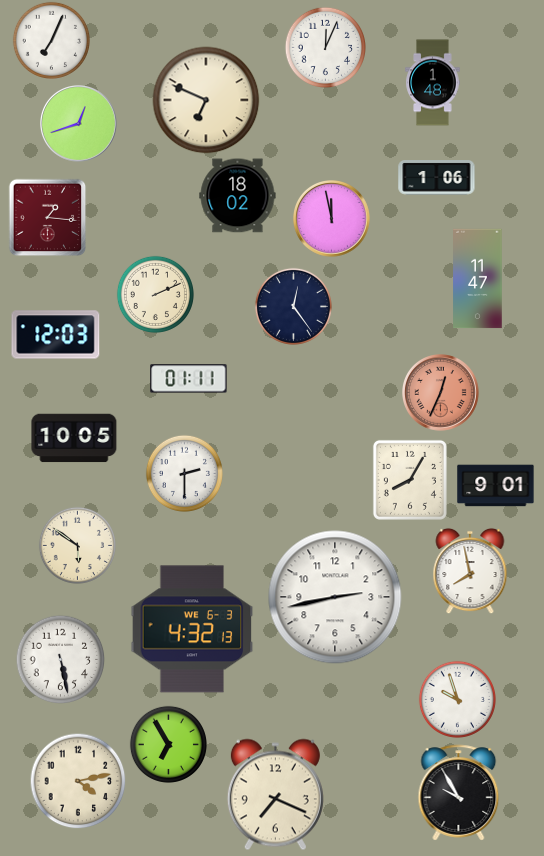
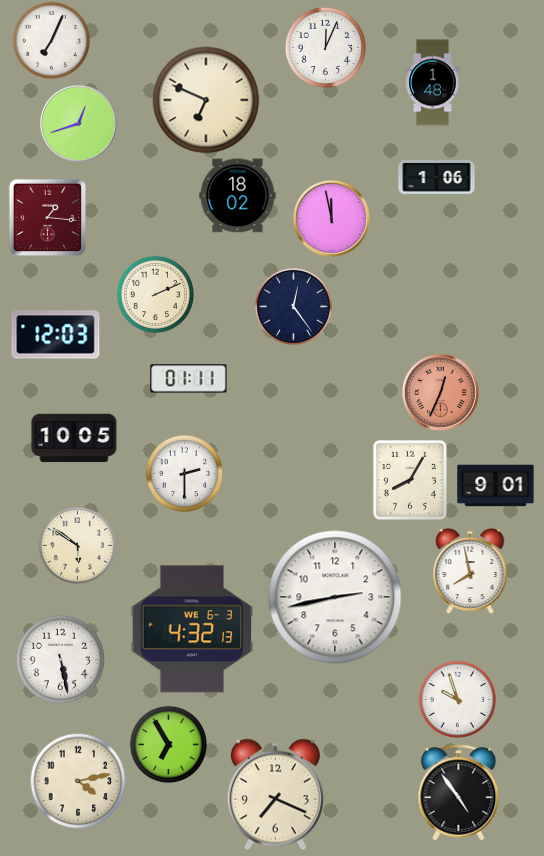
clock at (478, 279): 11:47 -> none
clock at (459, 793): 9:55 -> 4:54
